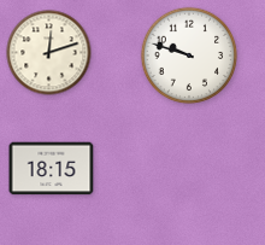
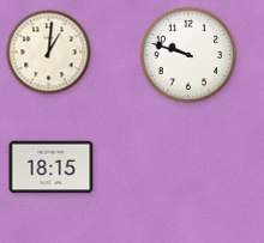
clock at (49, 53): 12:12 -> 1:01
